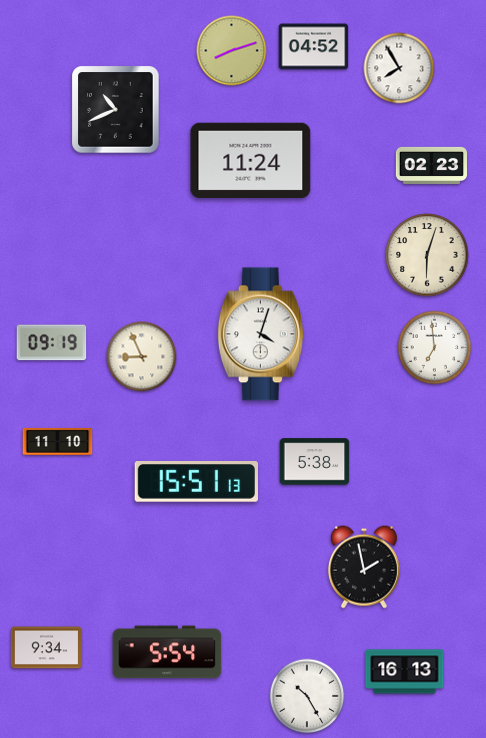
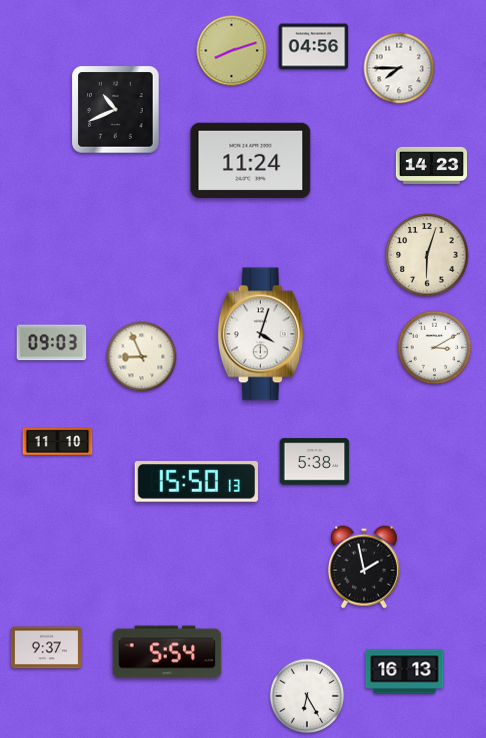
clock at (314, 47): 04:52 -> 04:56
clock at (399, 68): 7:55 -> 7:45
clock at (431, 165): 02:23 -> 14:23
clock at (52, 343): 09:19 -> 09:03
clock at (435, 348): 6:59 -> 3:10
clock at (196, 482): 15:51 -> 15:50
clock at (46, 648): 9:34 -> 9:37
clock at (307, 696): 10:25 -> 6:25
